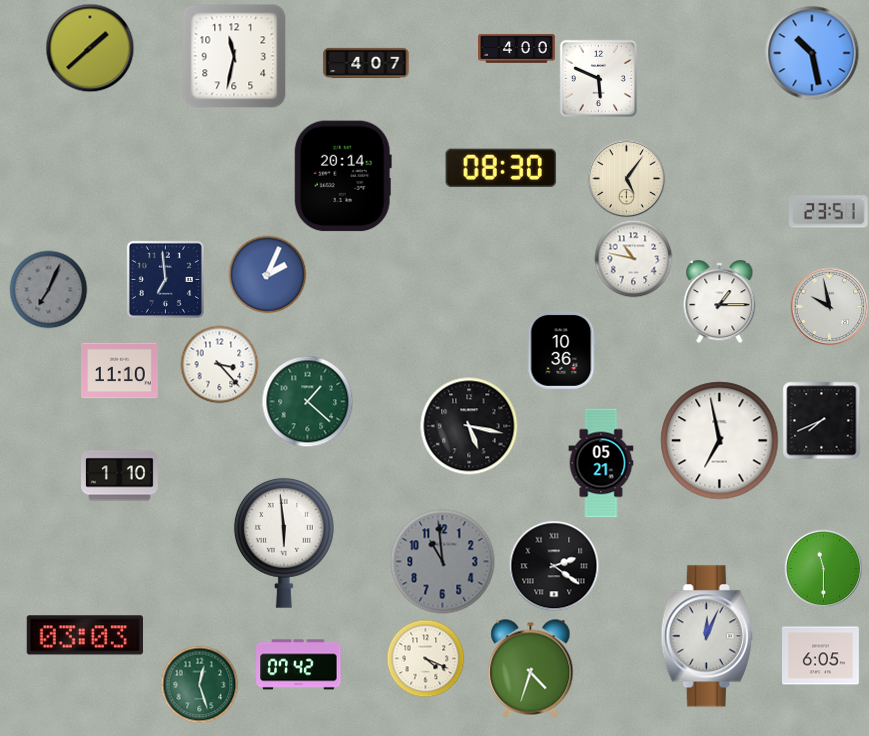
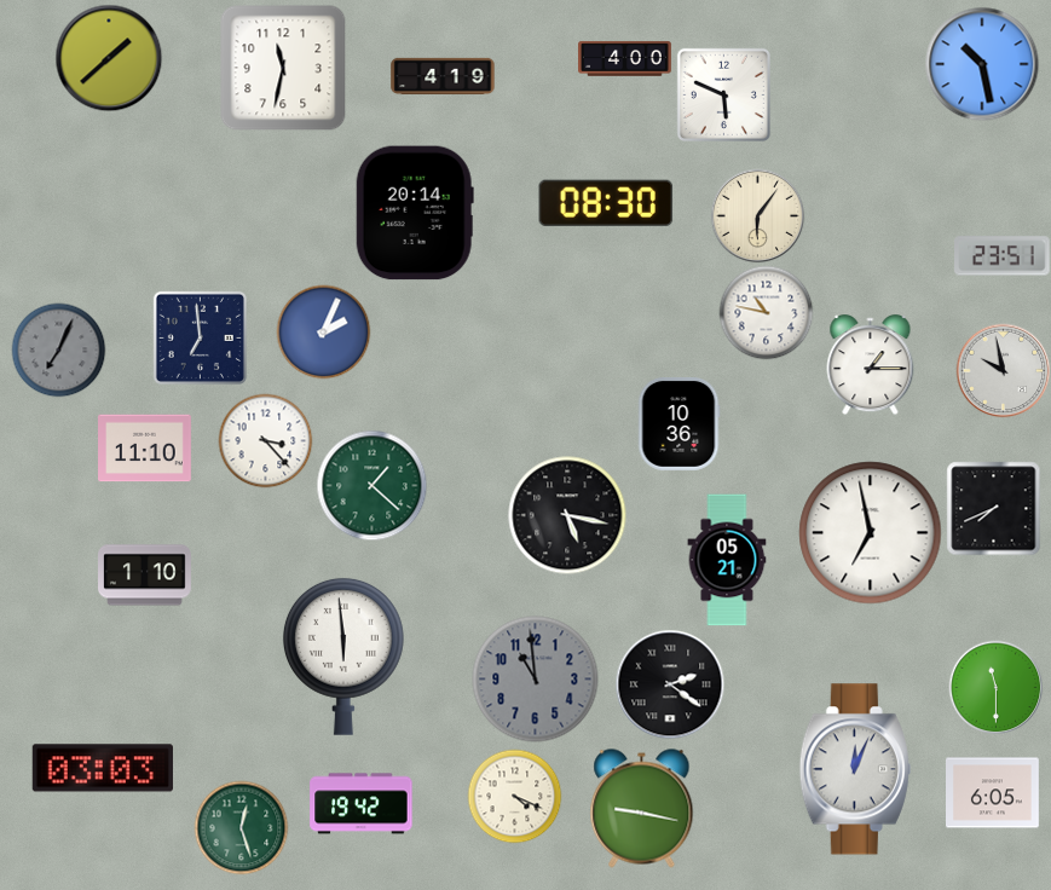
clock at (366, 62): 4:07 -> 4:19
clock at (626, 178): 5:06 -> 6:06
clock at (299, 665): 07:42 -> 19:42
clock at (531, 669): 4:33 -> 9:17
